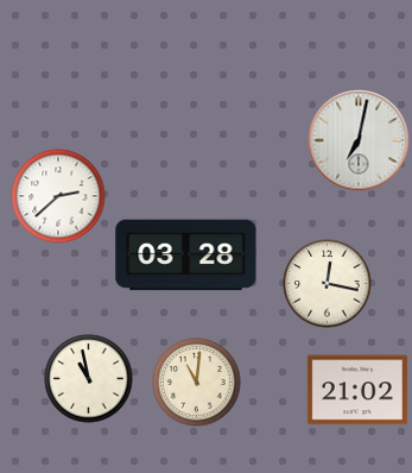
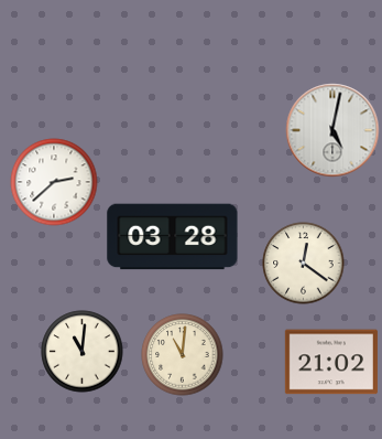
clock at (359, 140): 7:02 -> 5:02
clock at (328, 284): 12:17 -> 12:21
clock at (89, 379): 10:58 -> 11:01
